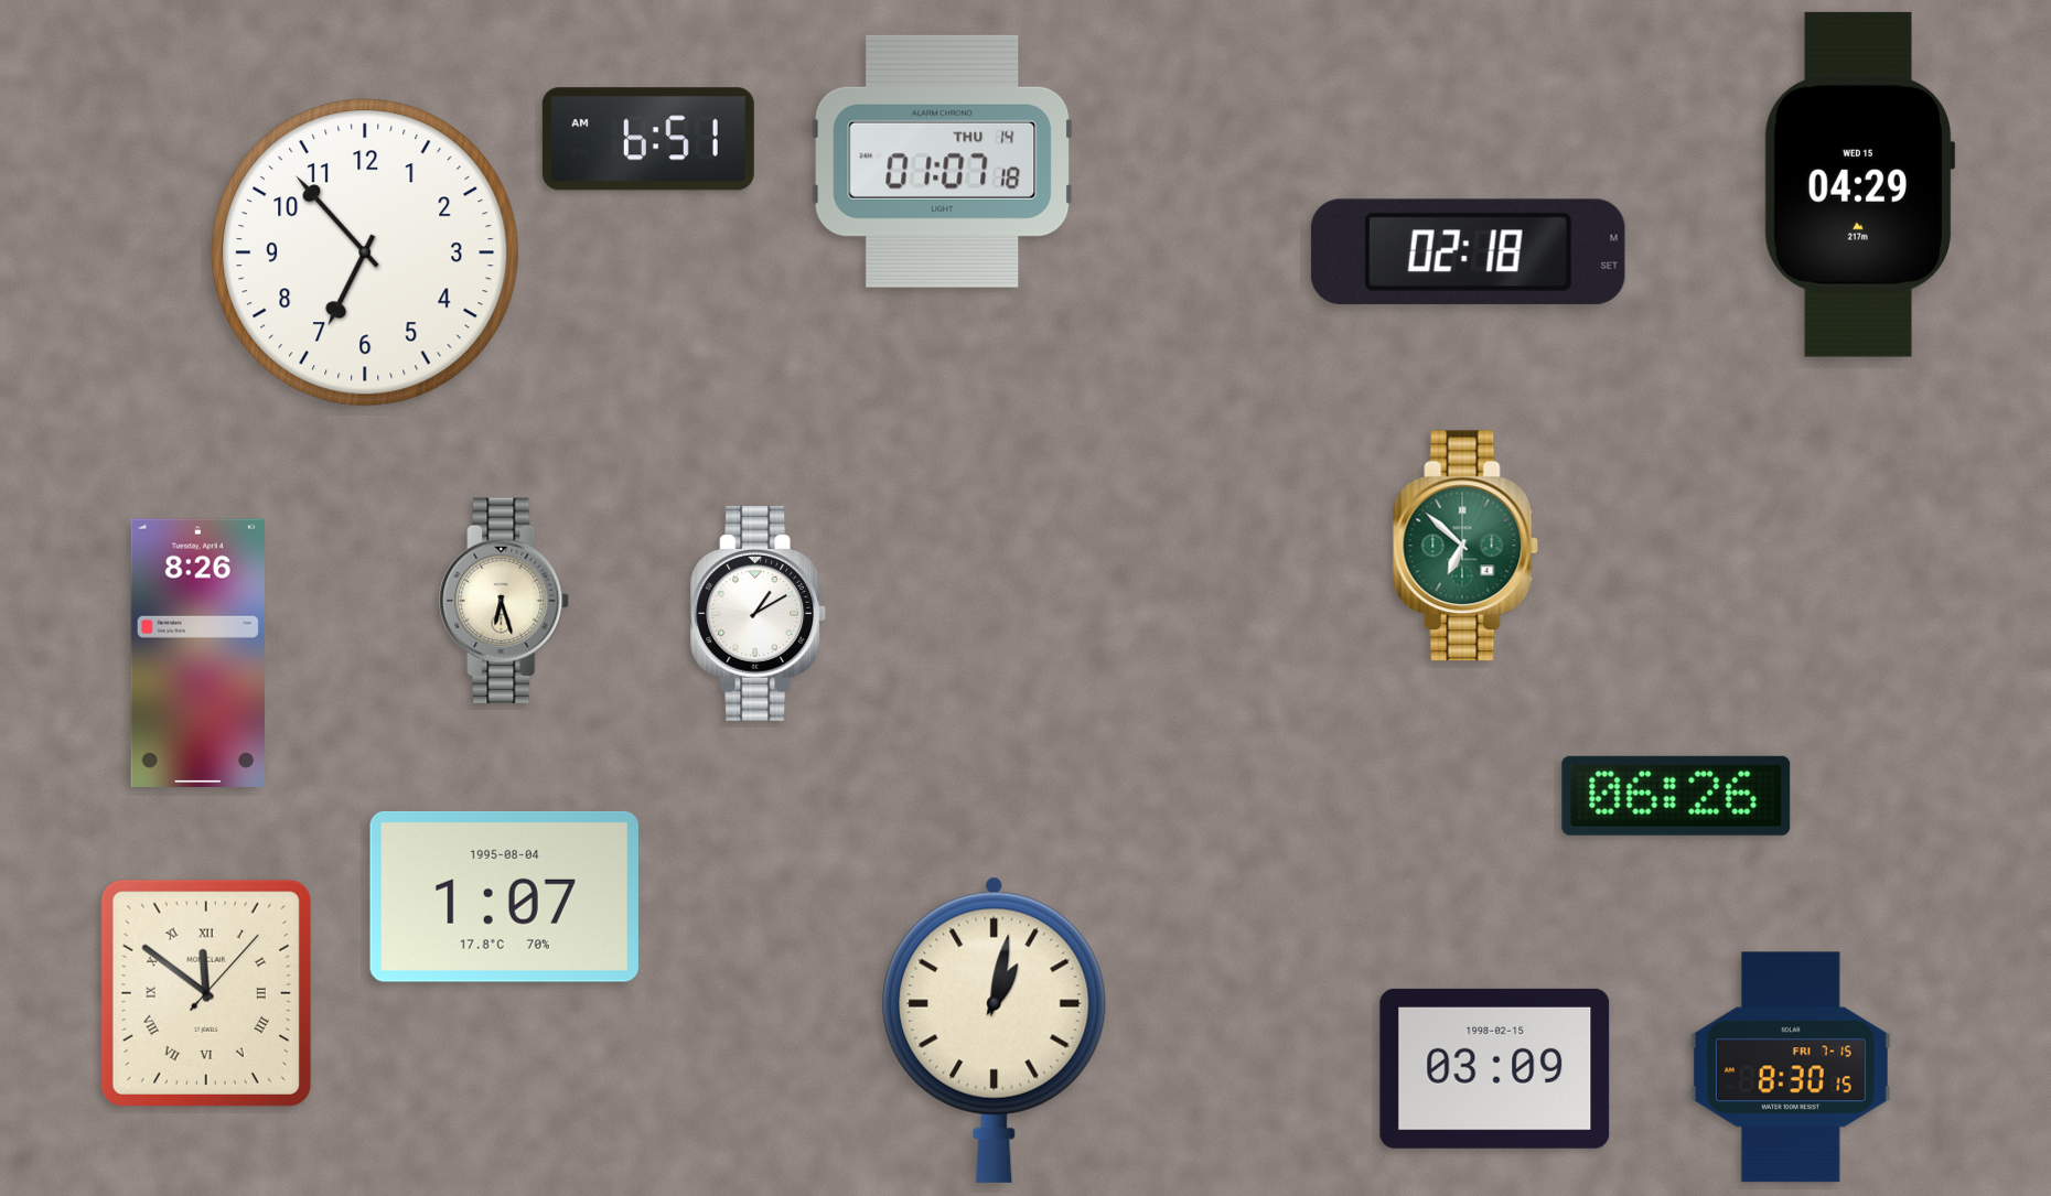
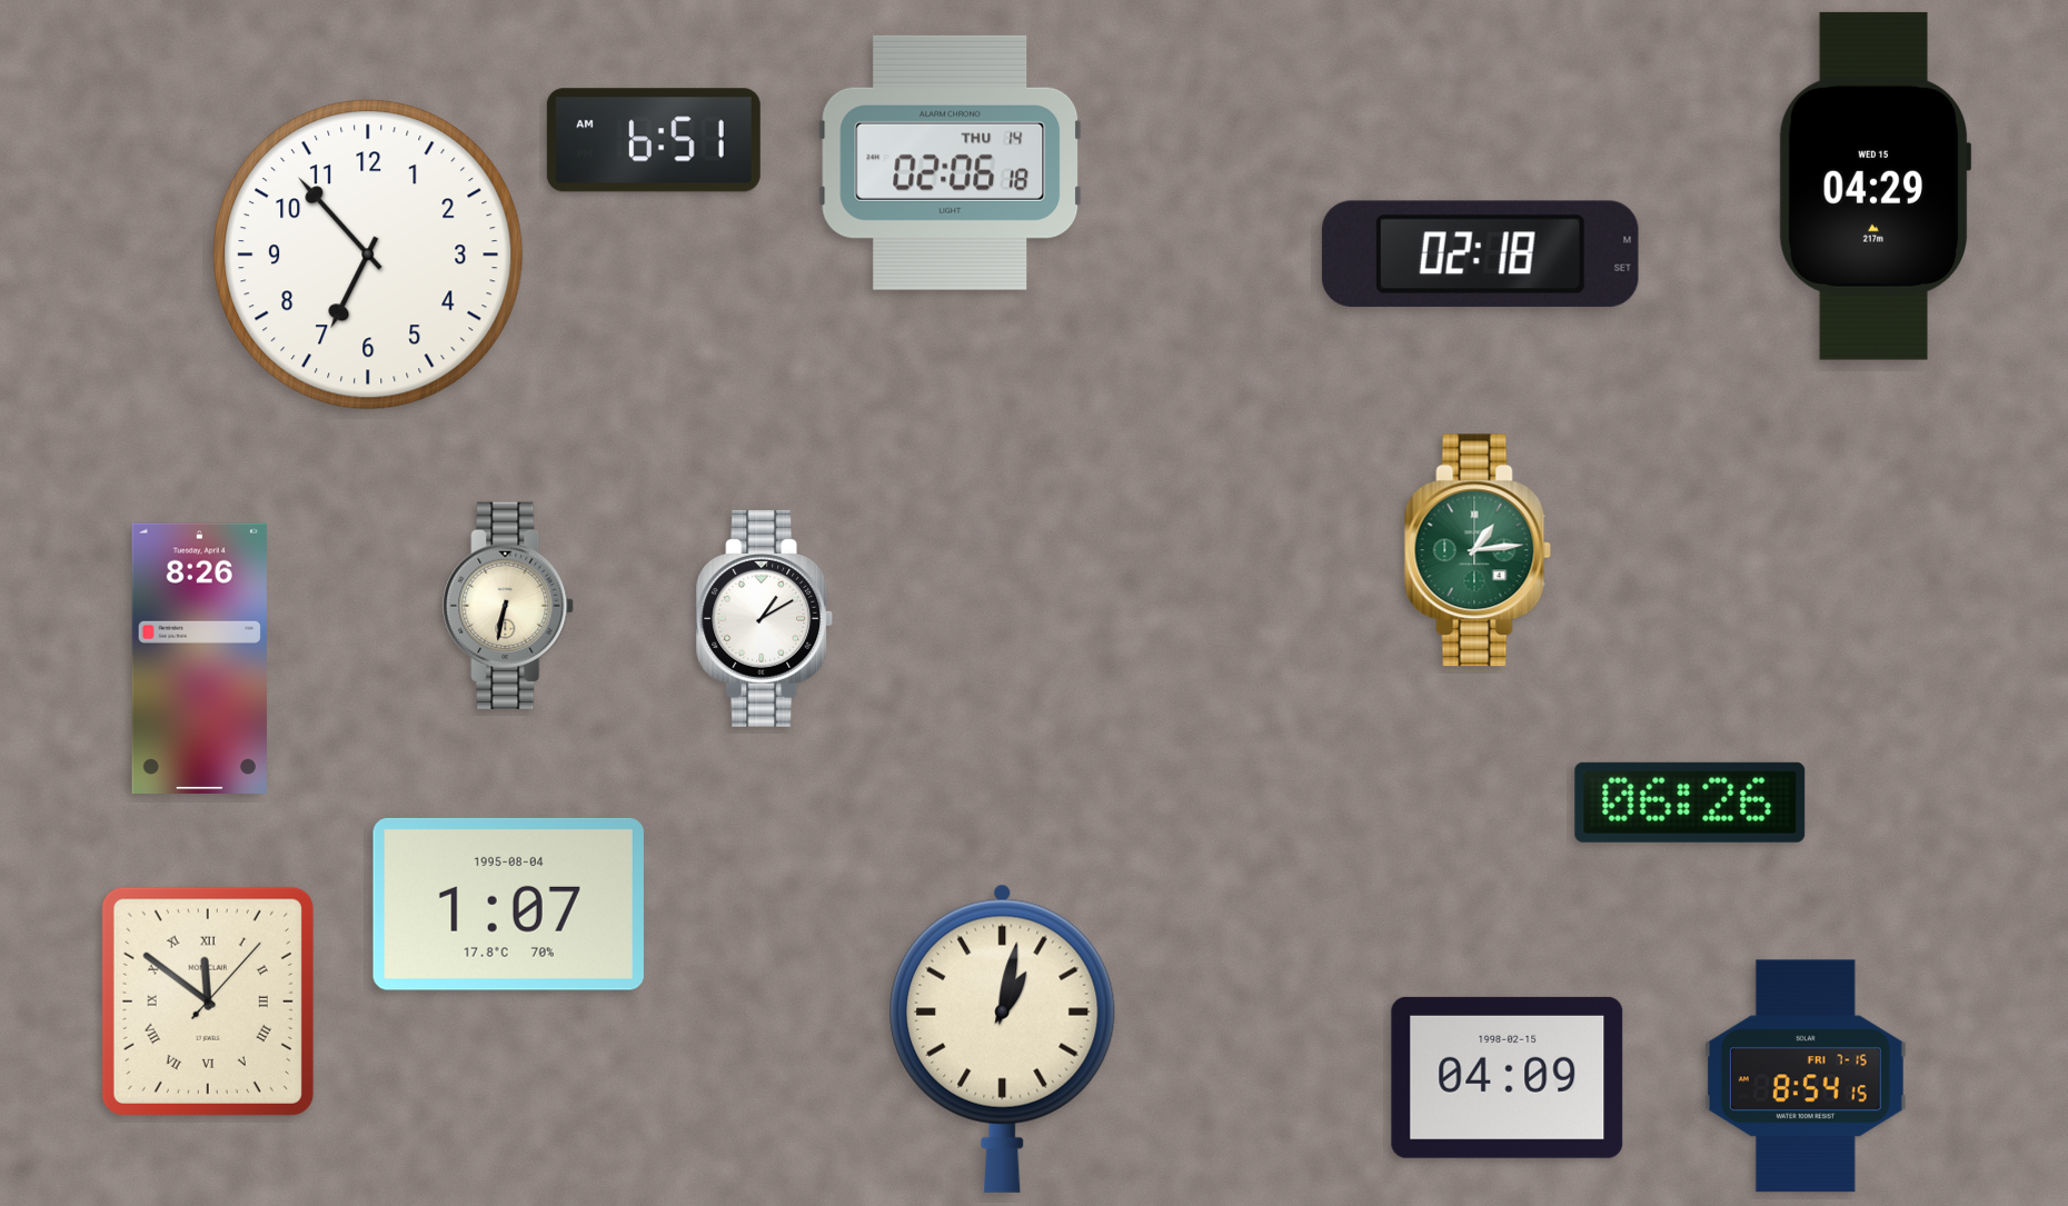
clock at (943, 161): 01:07 -> 02:06
clock at (1465, 546): 6:52 -> 1:14
clock at (505, 601): 6:27 -> 6:32
clock at (1791, 1067): 8:30 -> 8:54
clock at (1495, 1068): 03:09 -> 04:09
